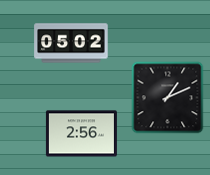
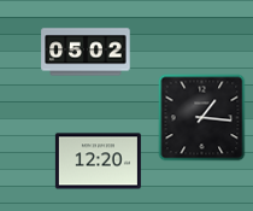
clock at (168, 98): 1:11 -> 1:16
clock at (81, 134): 2:56 -> 12:20
